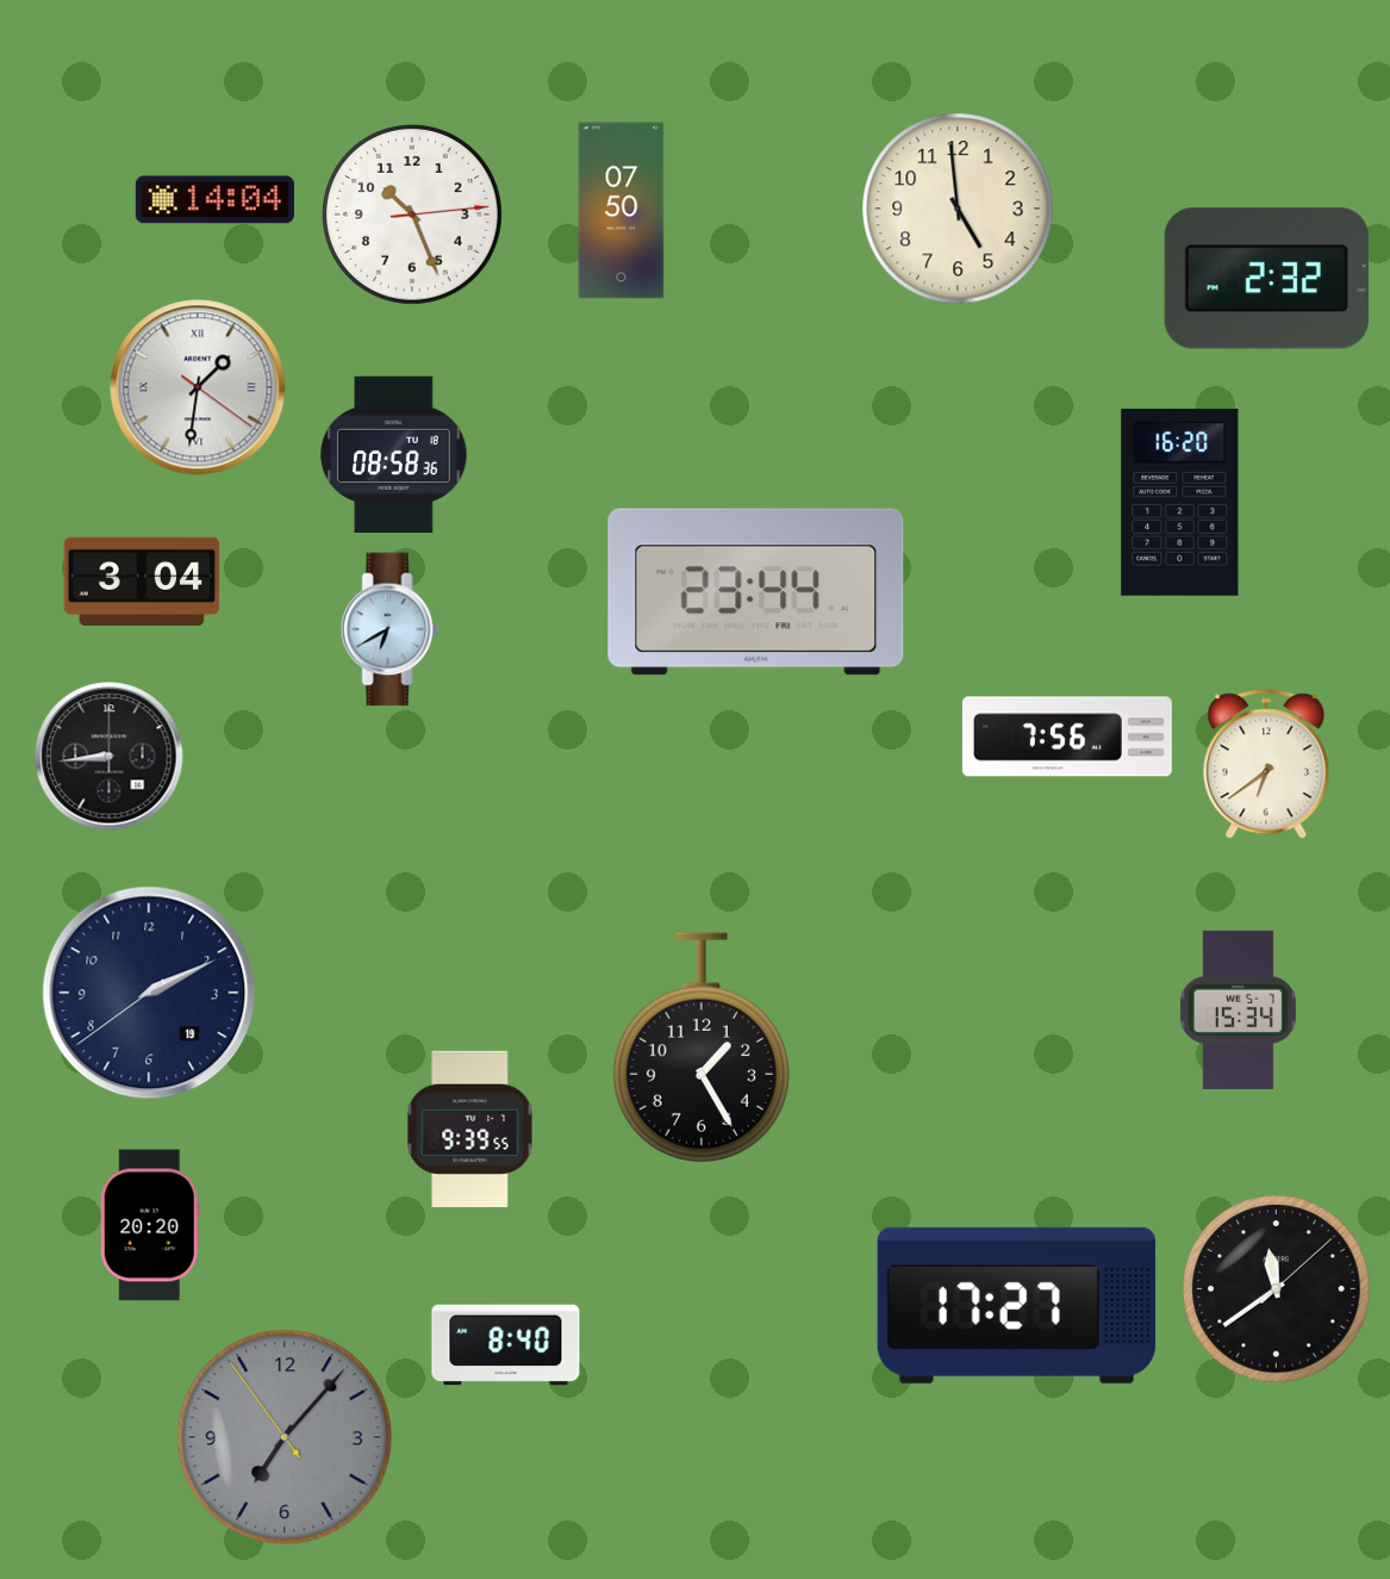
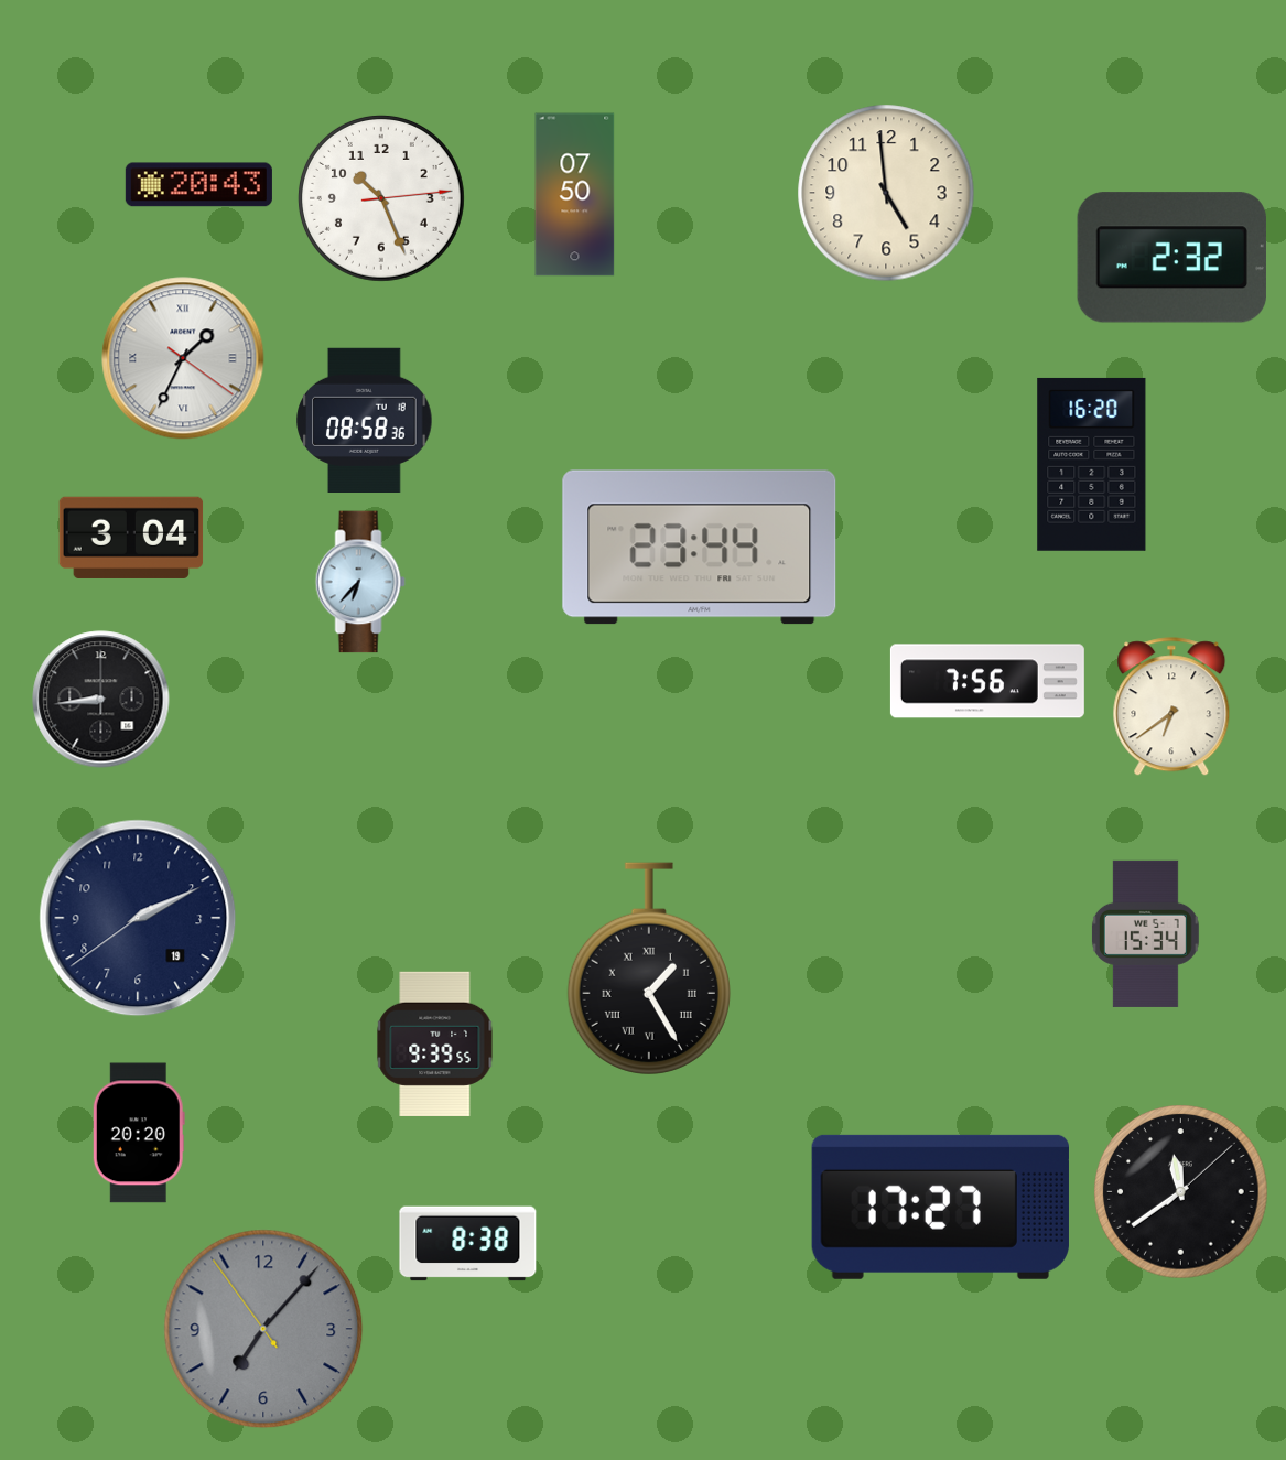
clock at (214, 200): 14:04 -> 20:43
clock at (198, 387): 1:31 -> 1:34
clock at (389, 629): 6:40 -> 6:37
clock at (702, 1048) numerals: Arabic -> Roman
clock at (506, 1345): 8:40 -> 8:38
